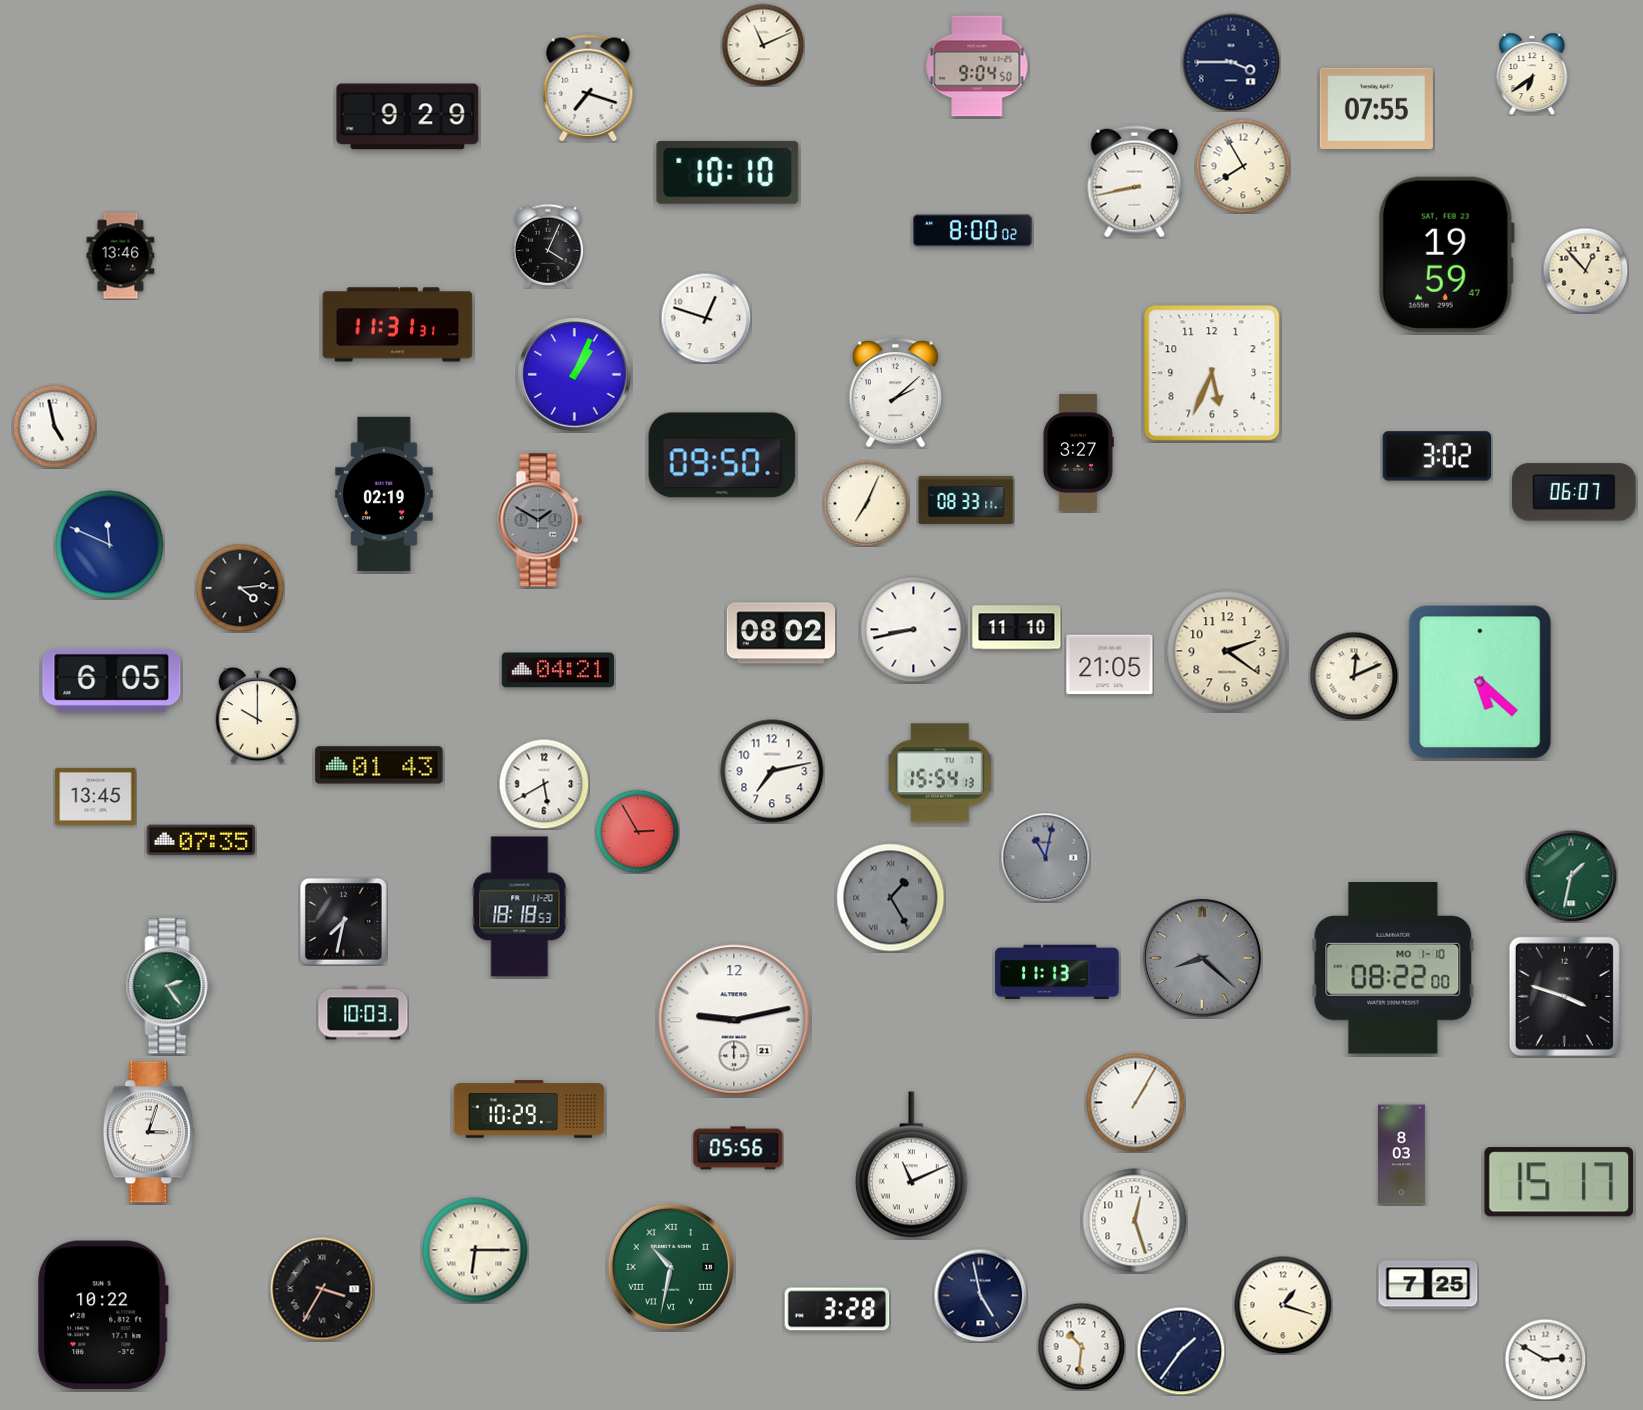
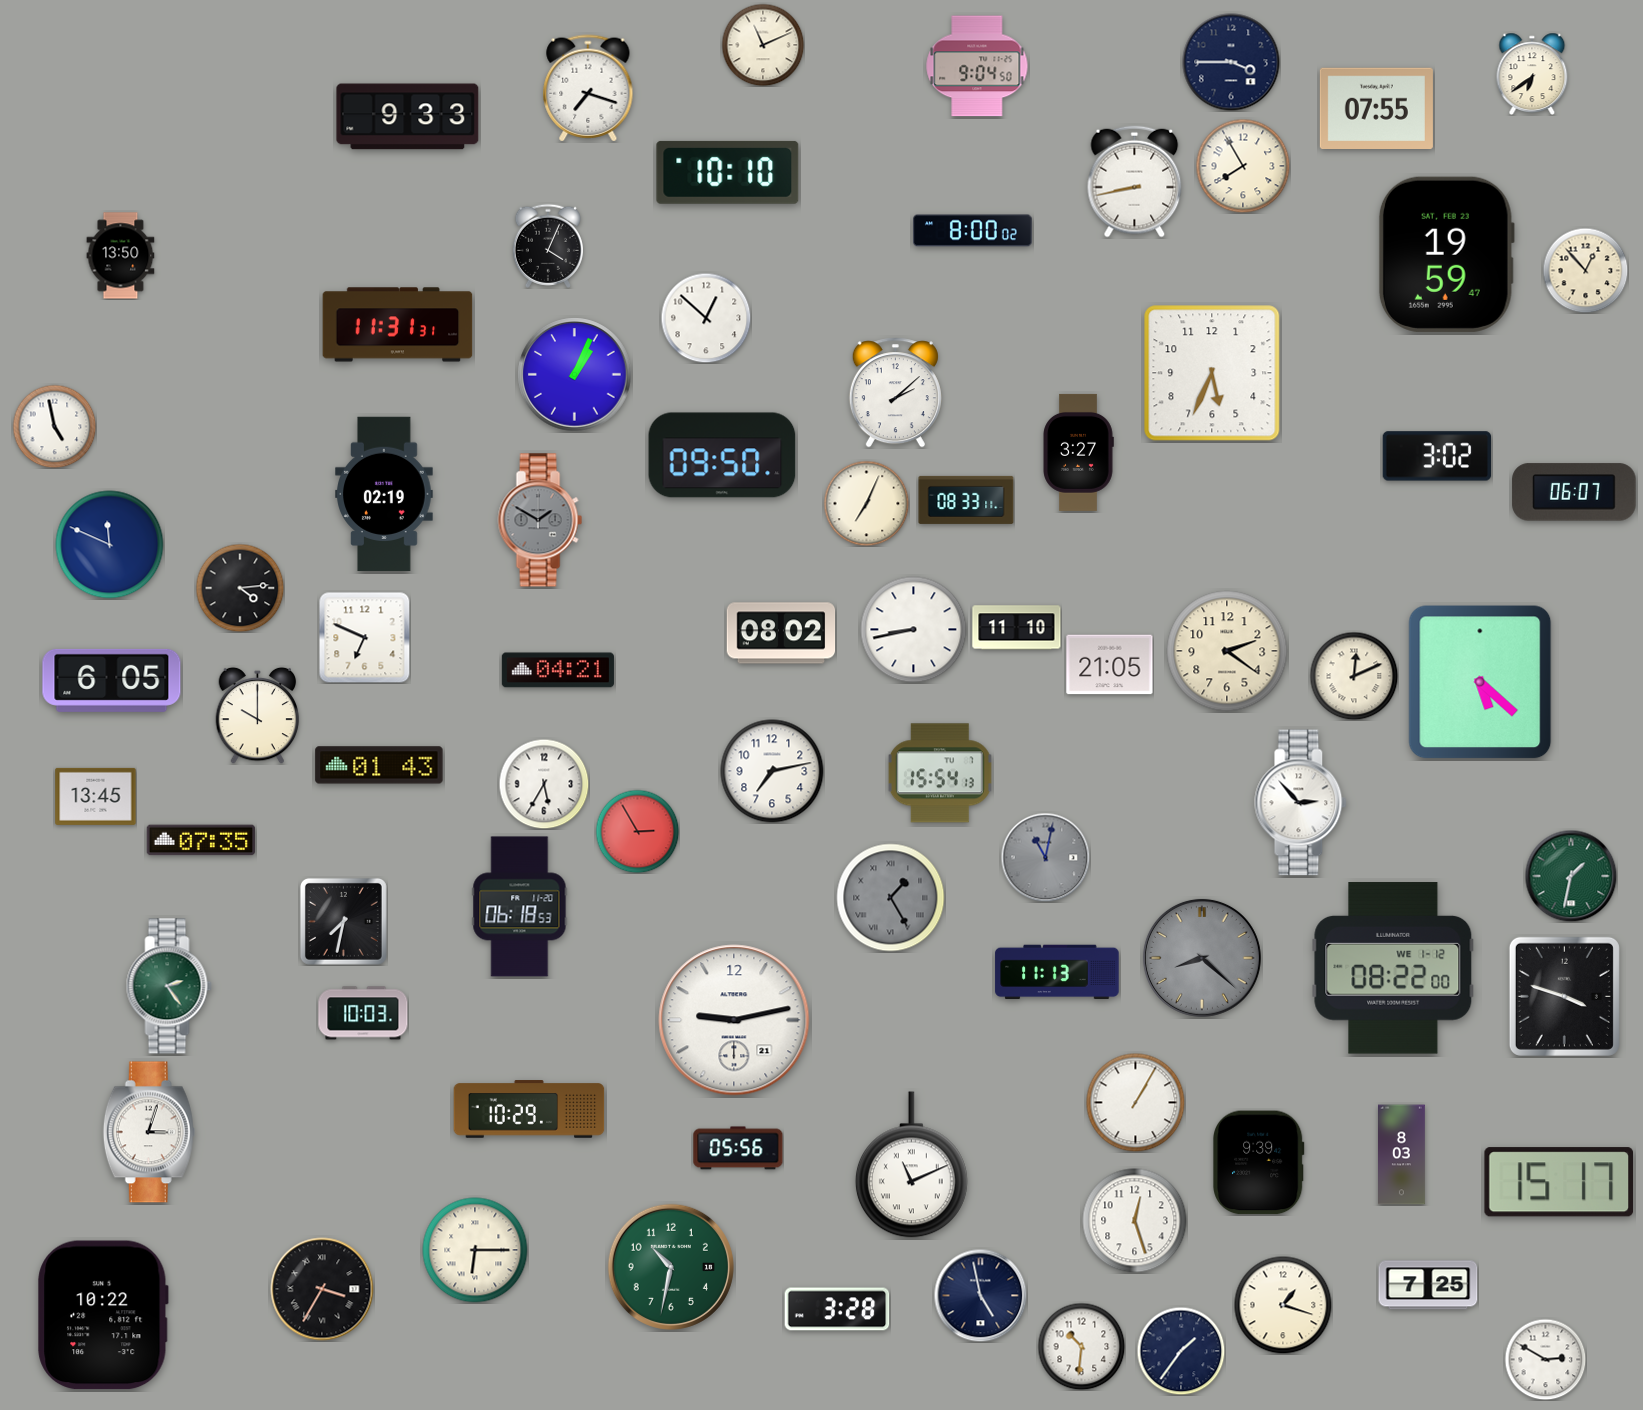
clock at (408, 117): 9:29 -> 9:33
clock at (121, 256): 13:46 -> 13:50
clock at (706, 318): 12:48 -> 12:52
clock at (364, 637): none -> 6:49
clock at (544, 784): 5:40 -> 5:35
clock at (1301, 803): none -> 2:53
clock at (520, 907): 18:18 -> 06:18
clock at (1393, 968) date: MO 1-10 -> WE 1-12
clock at (1259, 1163): none -> 9:39
clock at (671, 1267) numerals: Roman -> Arabic
